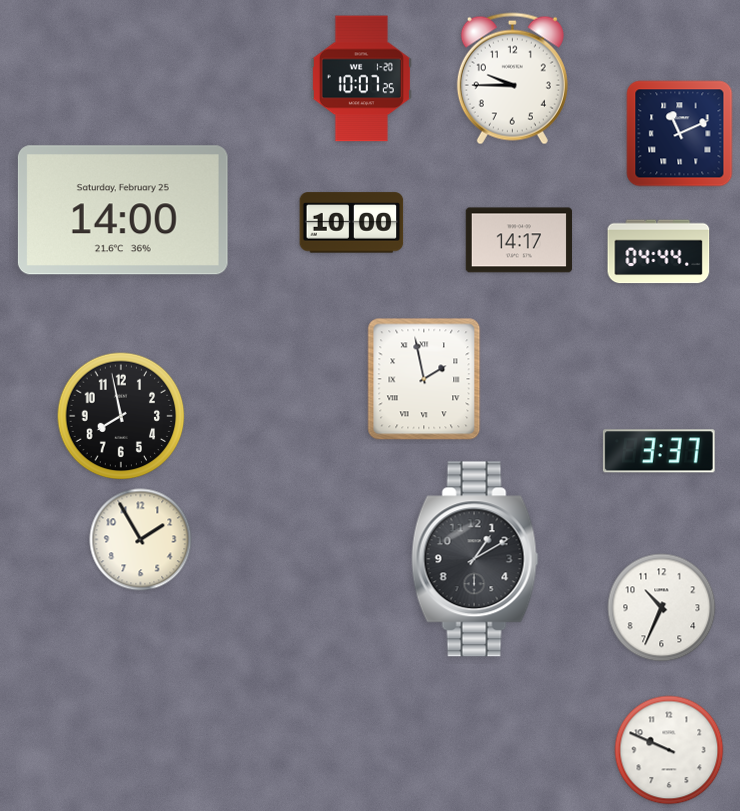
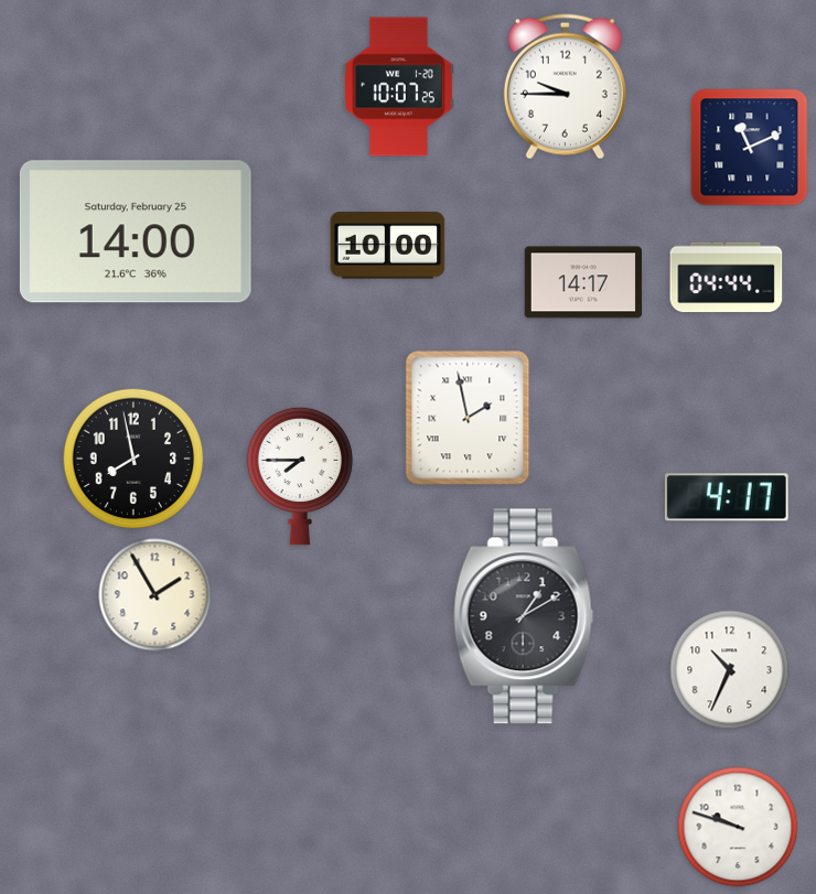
clock at (518, 240) position: (518, 240) -> (582, 282)
clock at (300, 476): none -> 7:45
clock at (659, 451): 3:37 -> 4:17
clock at (669, 750): 9:49 -> 9:48
